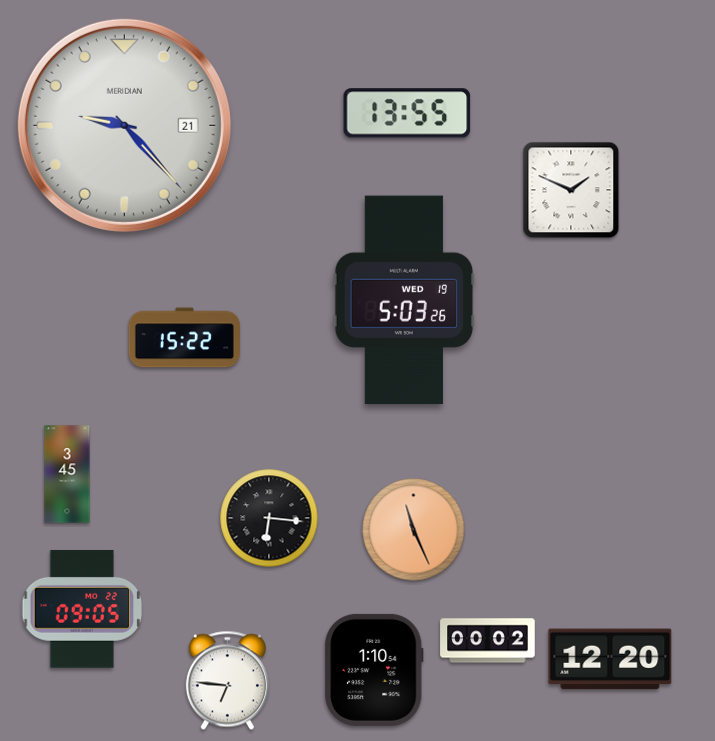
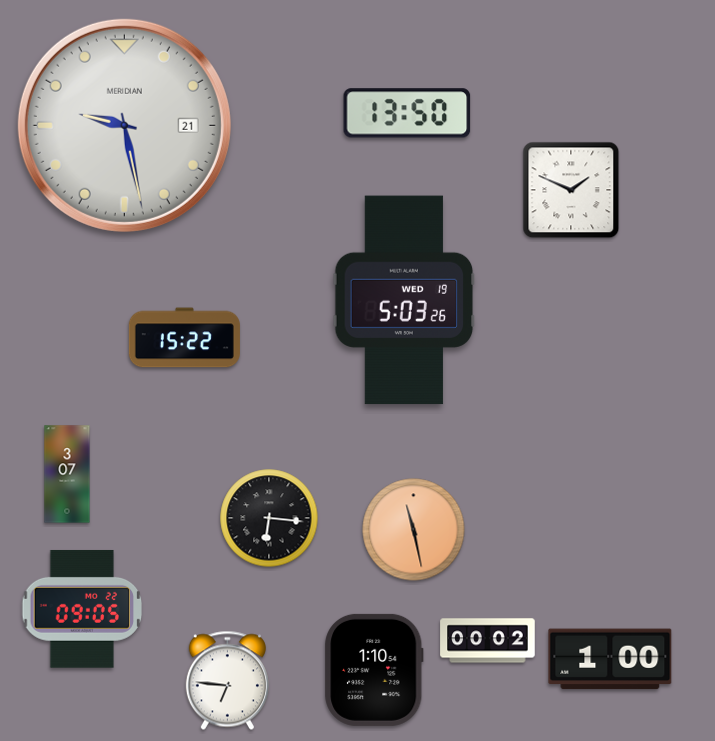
clock at (407, 113): 13:55 -> 13:50
clock at (124, 125): 9:23 -> 9:28
clock at (67, 474): 3:45 -> 3:07
clock at (414, 530): 11:26 -> 11:28
clock at (610, 659): 12:20 -> 1:00
